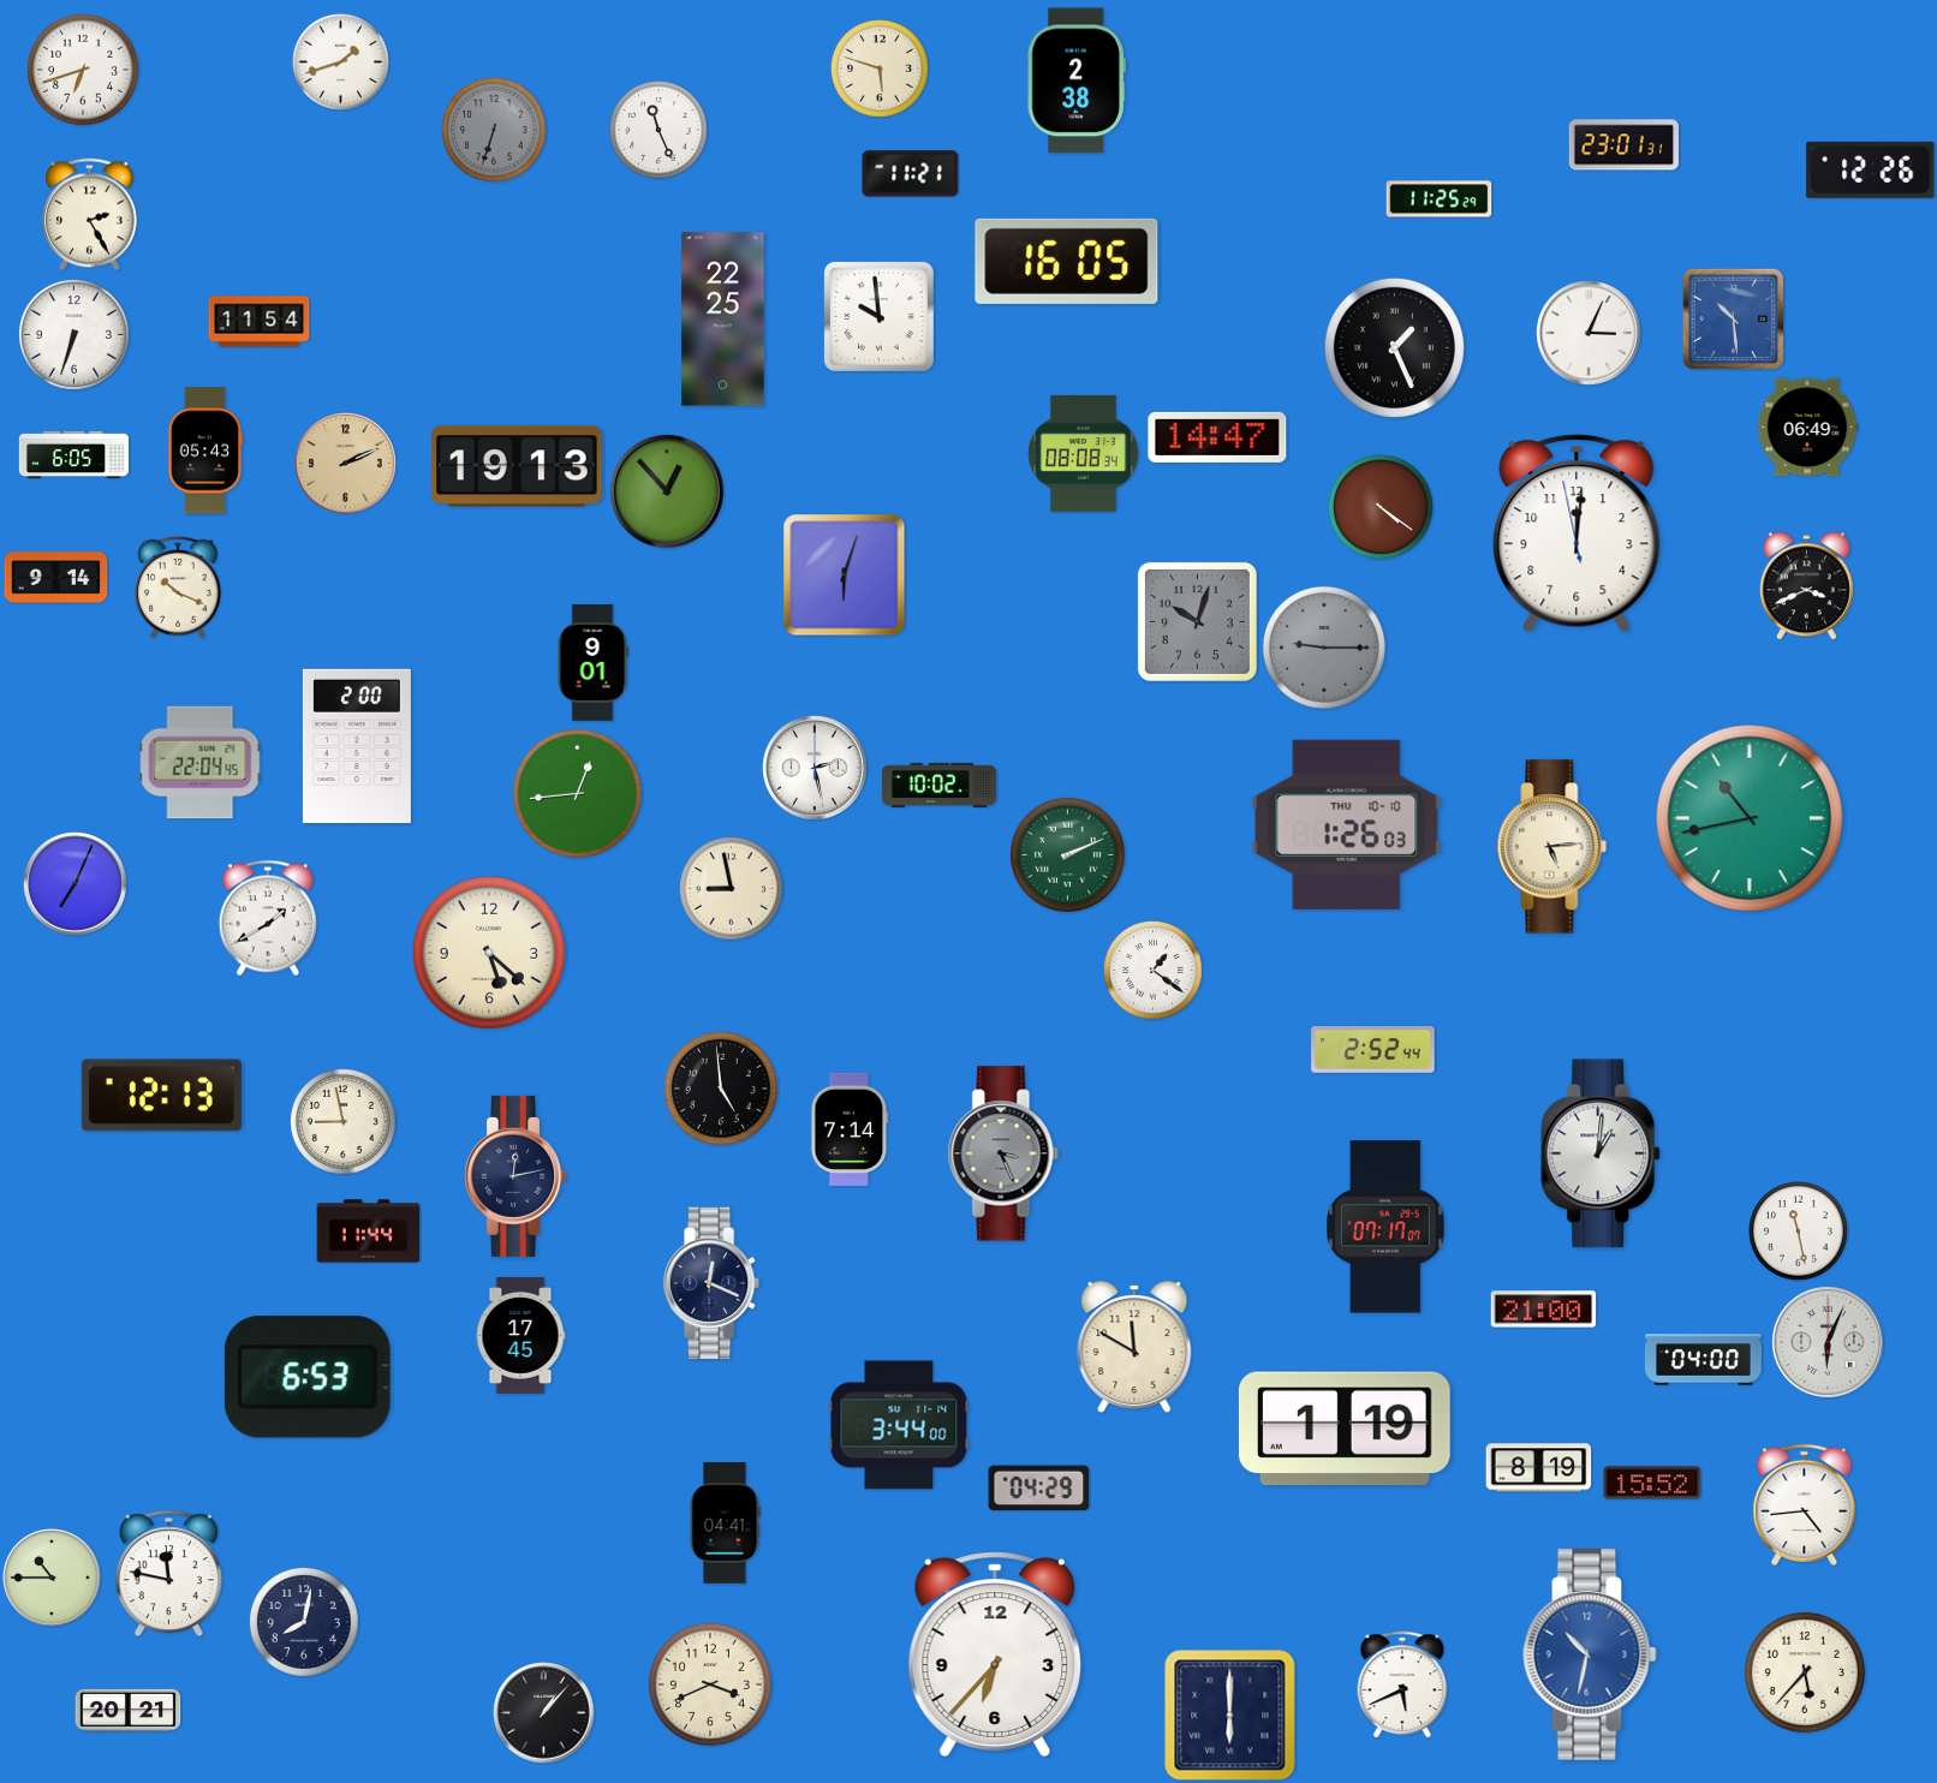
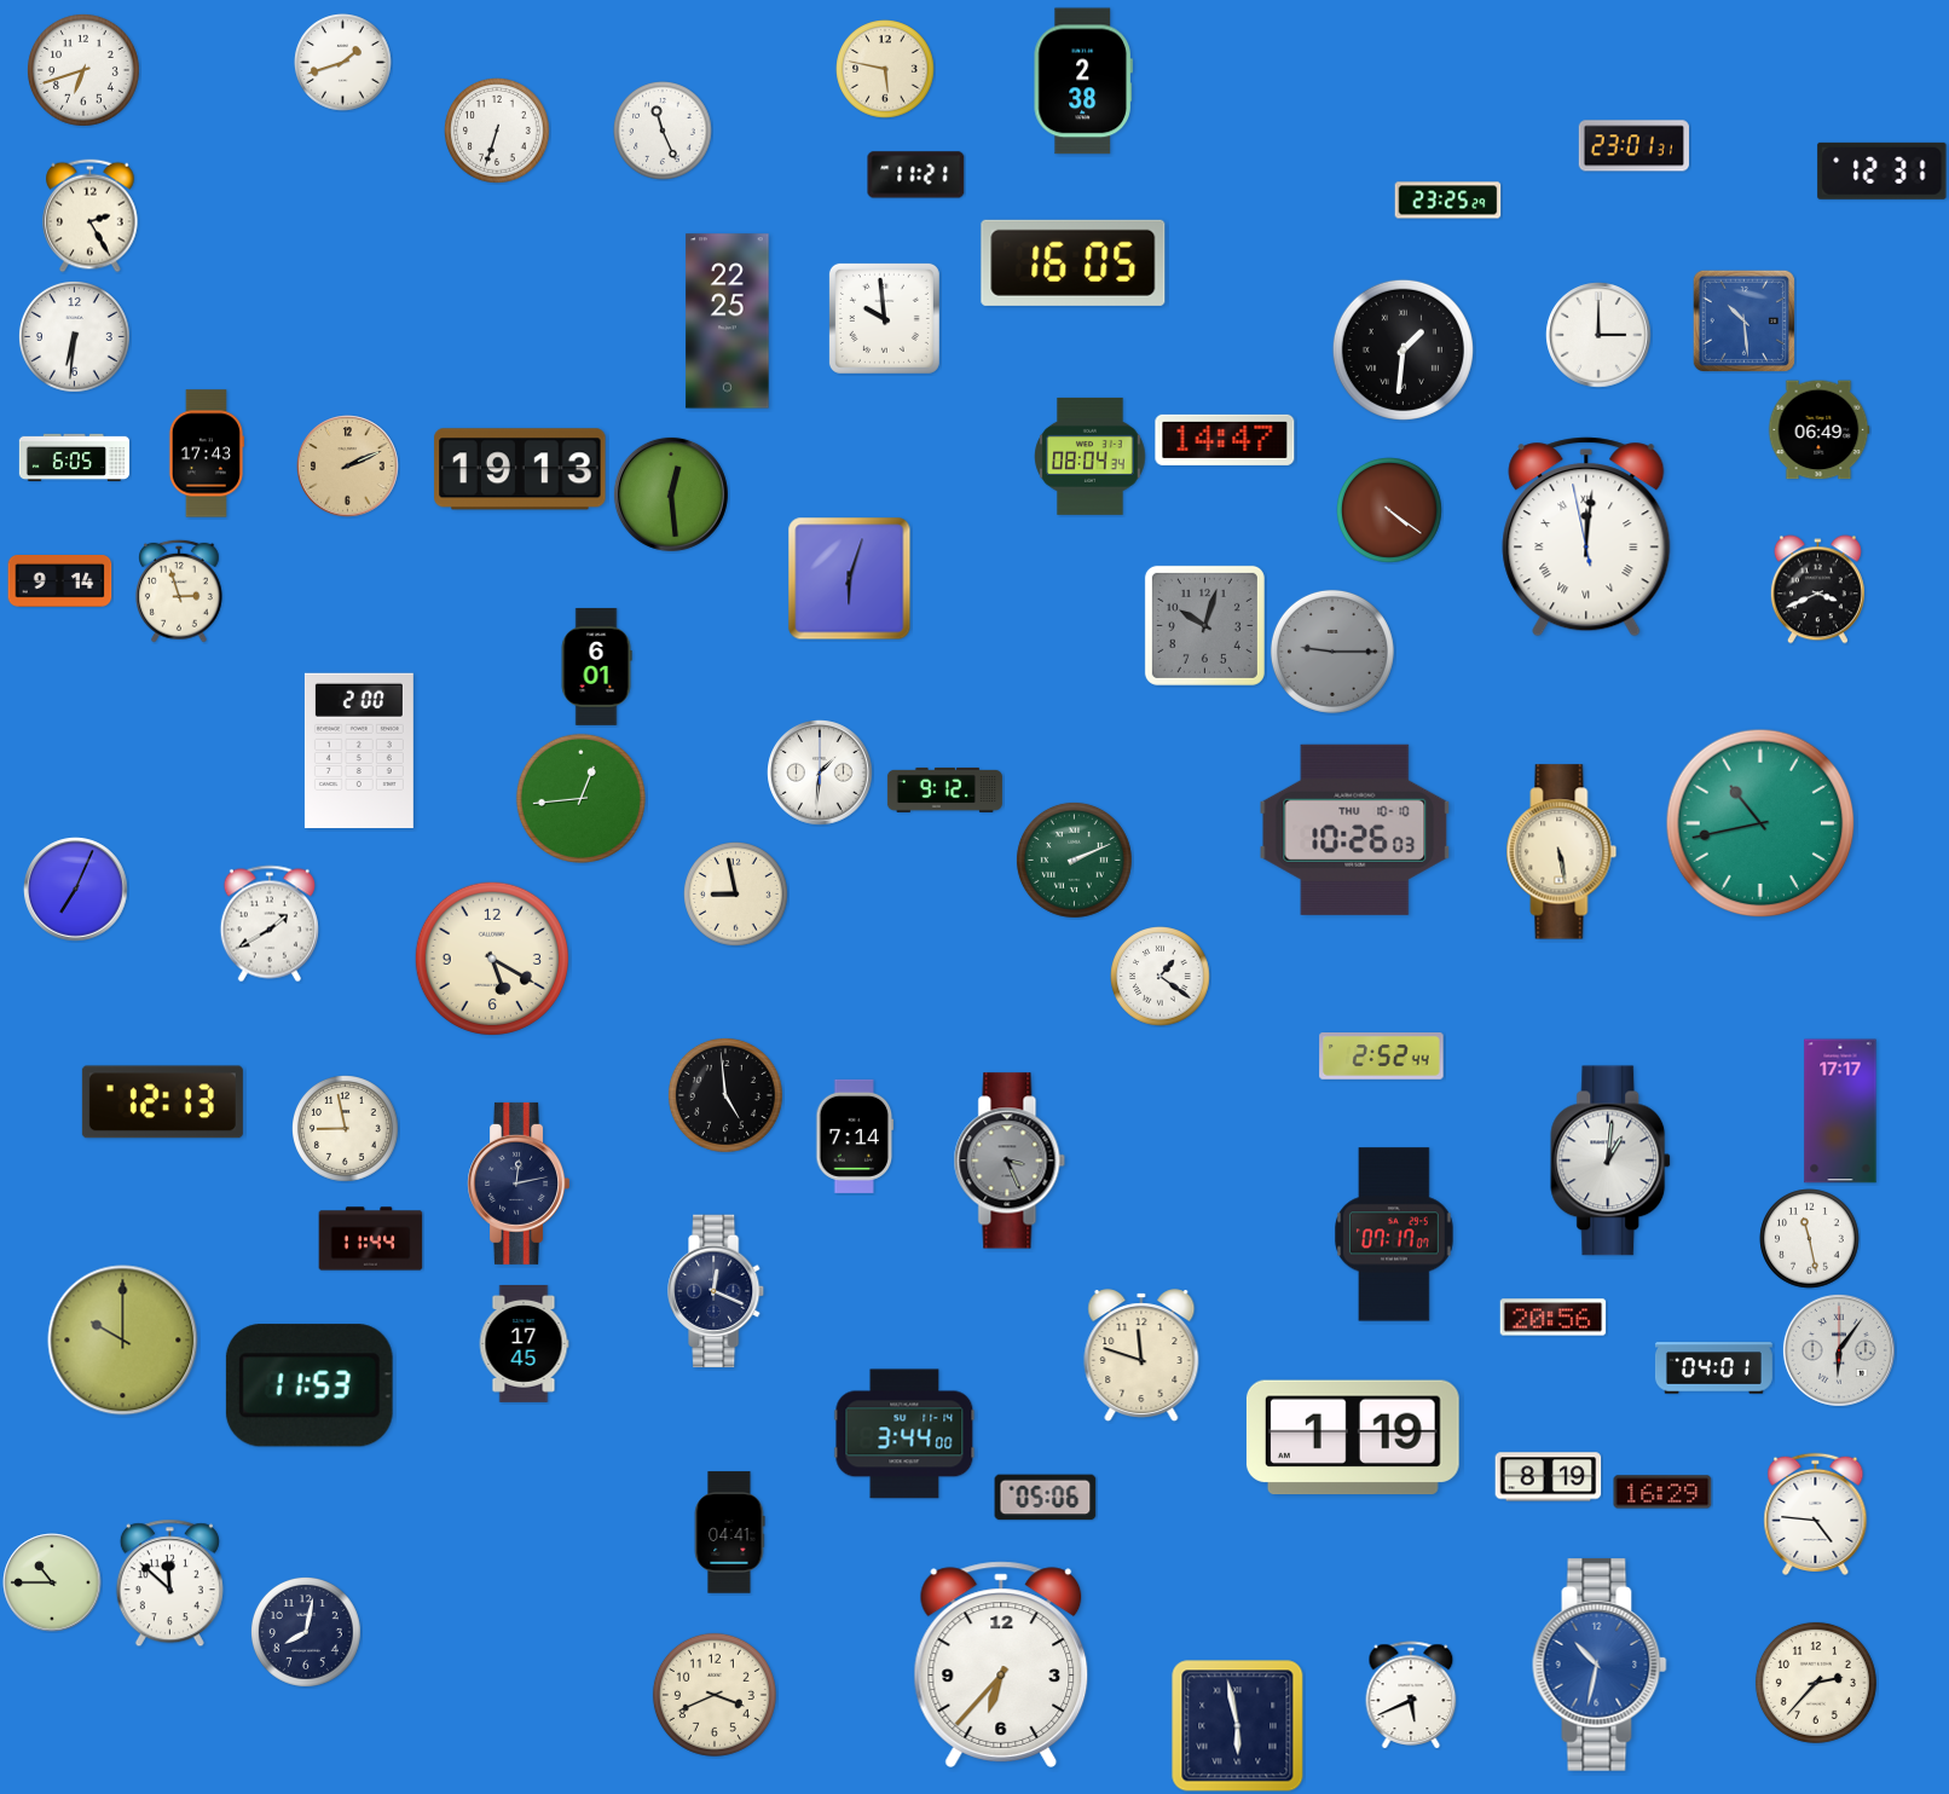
clock at (880, 68): 5:48 -> 5:47
clock at (495, 131) dial: grey -> white
clock at (1871, 169): 12:26 -> 12:31
clock at (1440, 199): 11:25 -> 23:25
clock at (260, 322): 11:54 -> none
clock at (1589, 333): 3:04 -> 3:00
clock at (73, 334): 6:33 -> 6:31
clock at (1394, 347): 1:26 -> 1:31
clock at (204, 451): 05:43 -> 17:43
clock at (1084, 453): 08:08 -> 08:04
clock at (667, 491): 12:53 -> 12:29
clock at (1577, 533) numerals: Arabic -> Roman
clock at (56, 578) position: (56, 578) -> (60, 581)
clock at (179, 588): 10:19 -> 2:57
clock at (592, 662): 9:01 -> 6:01
clock at (201, 763): 22:04 -> none
clock at (815, 768): 2:28 -> 1:31
clock at (938, 785): 10:02 -> 9:12
clock at (1347, 824): 1:26 -> 10:26
clock at (1552, 847): 5:14 -> 5:28
clock at (489, 953): 5:22 -> 5:20
clock at (1840, 1111): none -> 17:17
clock at (1544, 1310): 21:00 -> 20:56
clock at (123, 1341): none -> 10:00
clock at (1828, 1342): 6:04 -> 6:06
clock at (1134, 1348): 11:50 -> 11:48
clock at (1703, 1360): 04:00 -> 04:01
clock at (308, 1377): 6:53 -> 11:53
clock at (1652, 1483): 15:52 -> 16:29
clock at (1039, 1489): 04:29 -> 05:06
clock at (1805, 1504): 4:44 -> 4:46
clock at (168, 1574): 11:47 -> 11:52
clock at (52, 1578) position: (52, 1578) -> (52, 1582)
clock at (1805, 1672): 5:37 -> 2:37
clock at (129, 1710): 20:21 -> none
clock at (544, 1713): 1:07 -> none
clock at (1230, 1716): 6:00 -> 5:58
